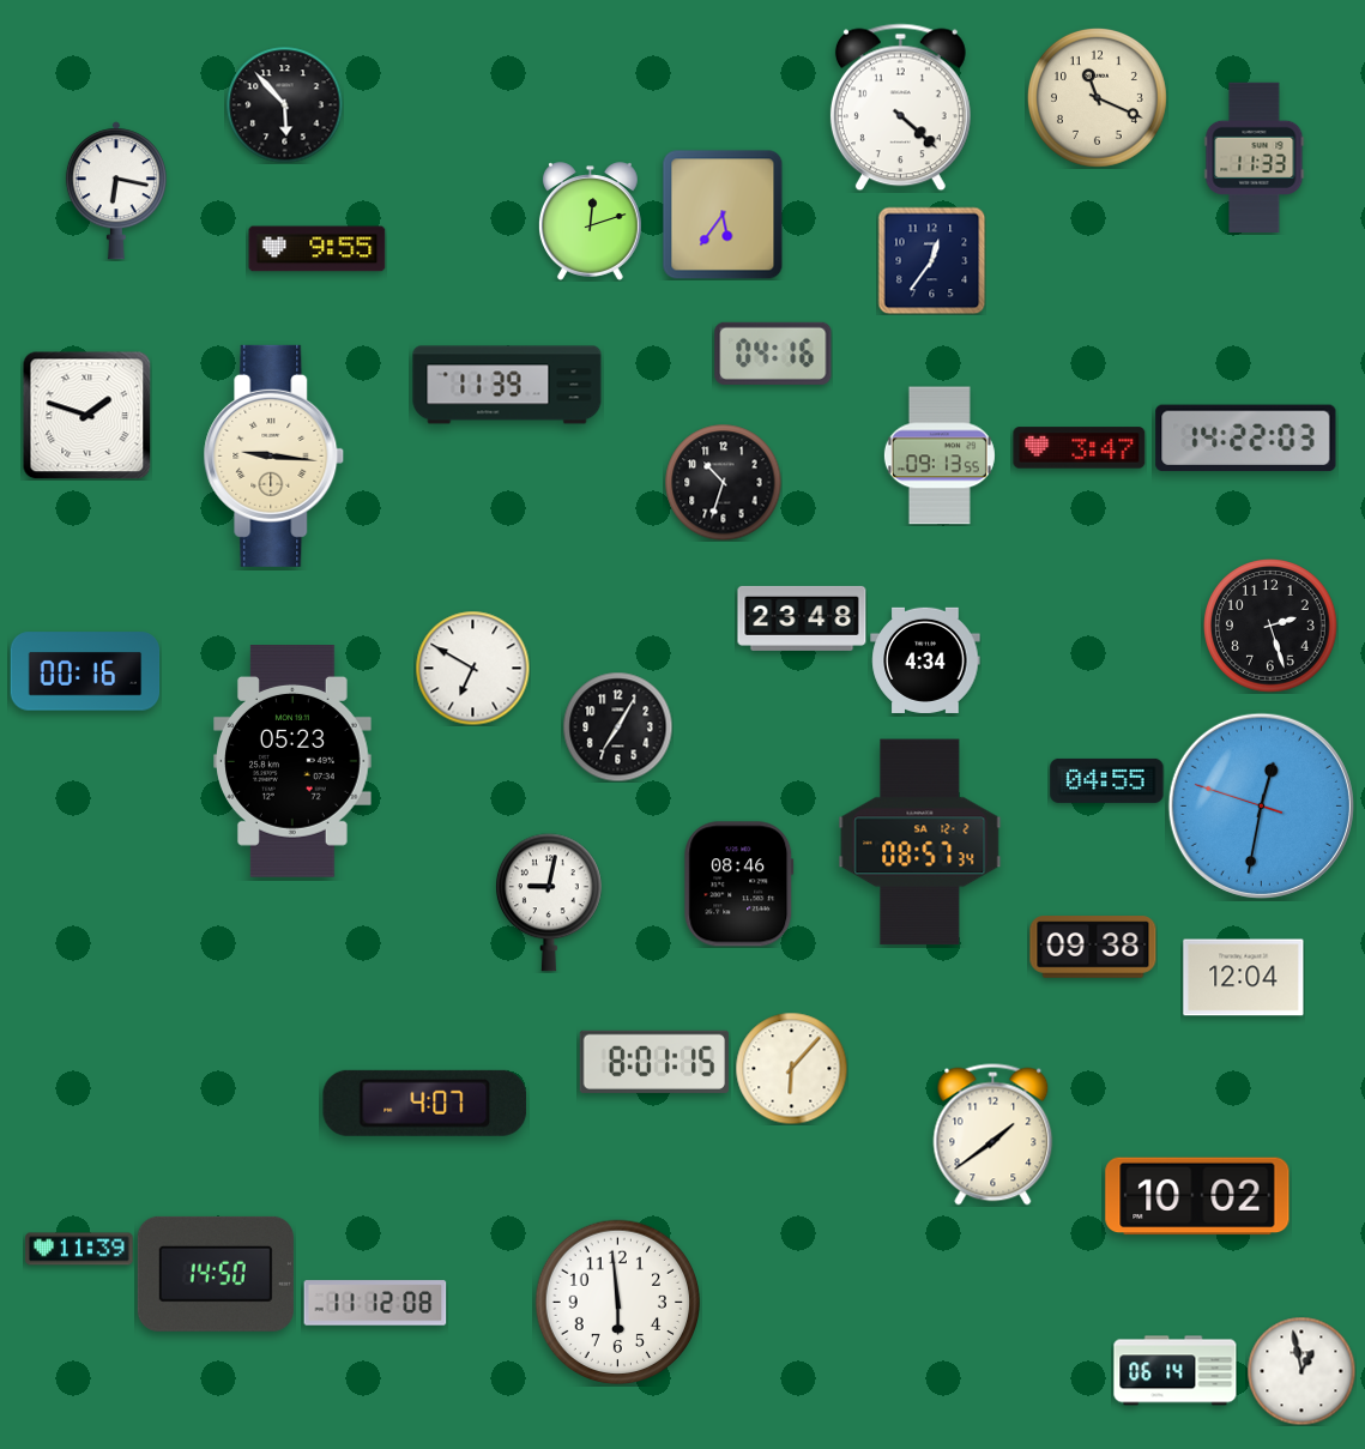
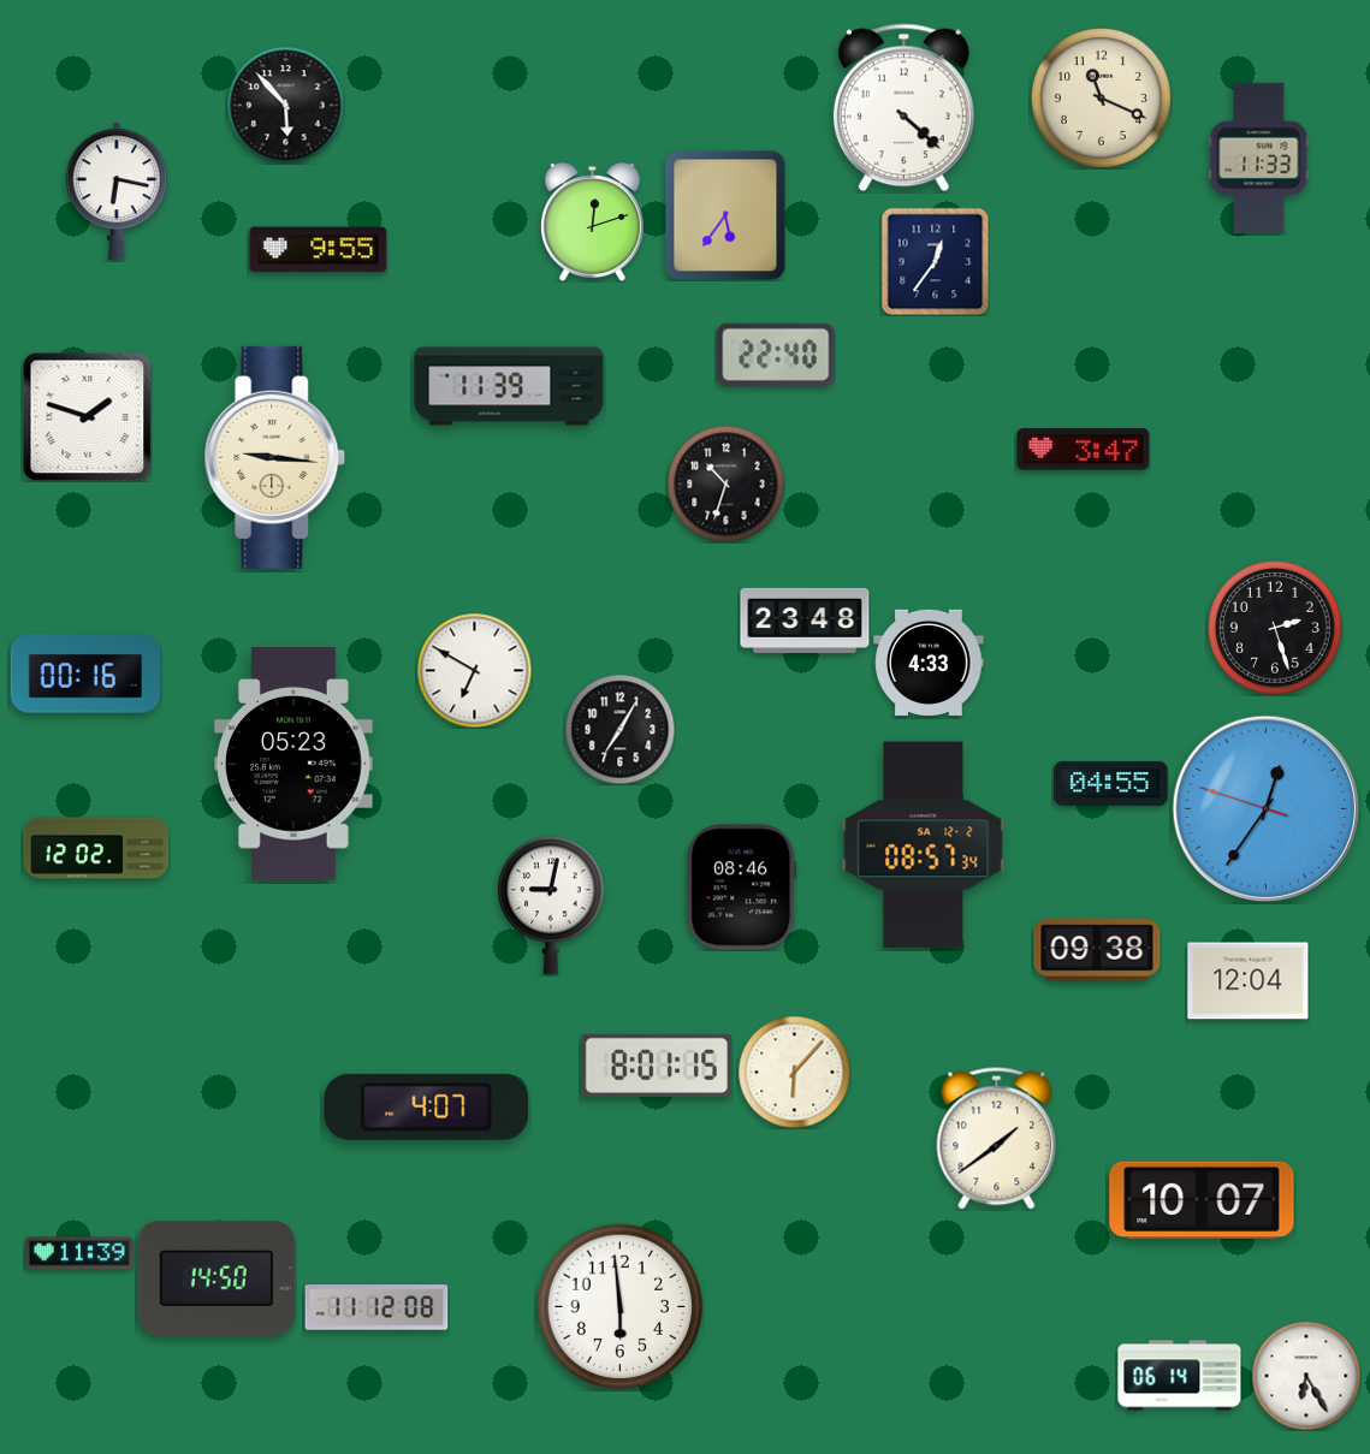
clock at (773, 354): 04:16 -> 22:40
clock at (1246, 439): 14:22 -> none
clock at (940, 455): 09:13 -> none
clock at (925, 660): 4:34 -> 4:33
clock at (1261, 805): 12:31 -> 12:35
clock at (96, 848): none -> 12:02
clock at (1197, 1196): 10:02 -> 10:07
clock at (1301, 1371): 12:58 -> 6:25
